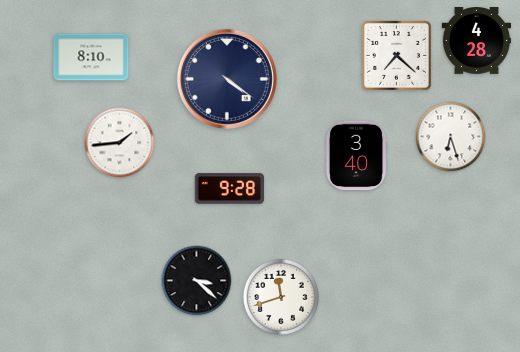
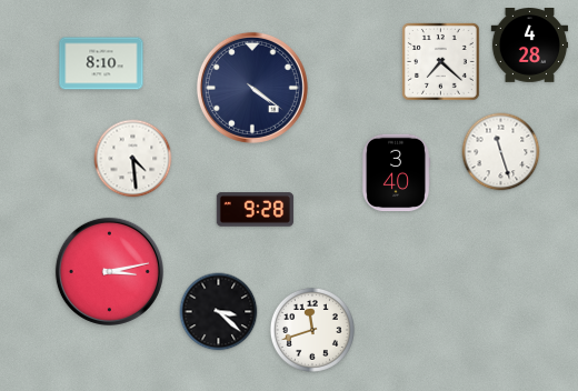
clock at (451, 137): 6:27 -> 11:27
clock at (120, 143): 1:44 -> 4:29
clock at (109, 271): none -> 3:13
